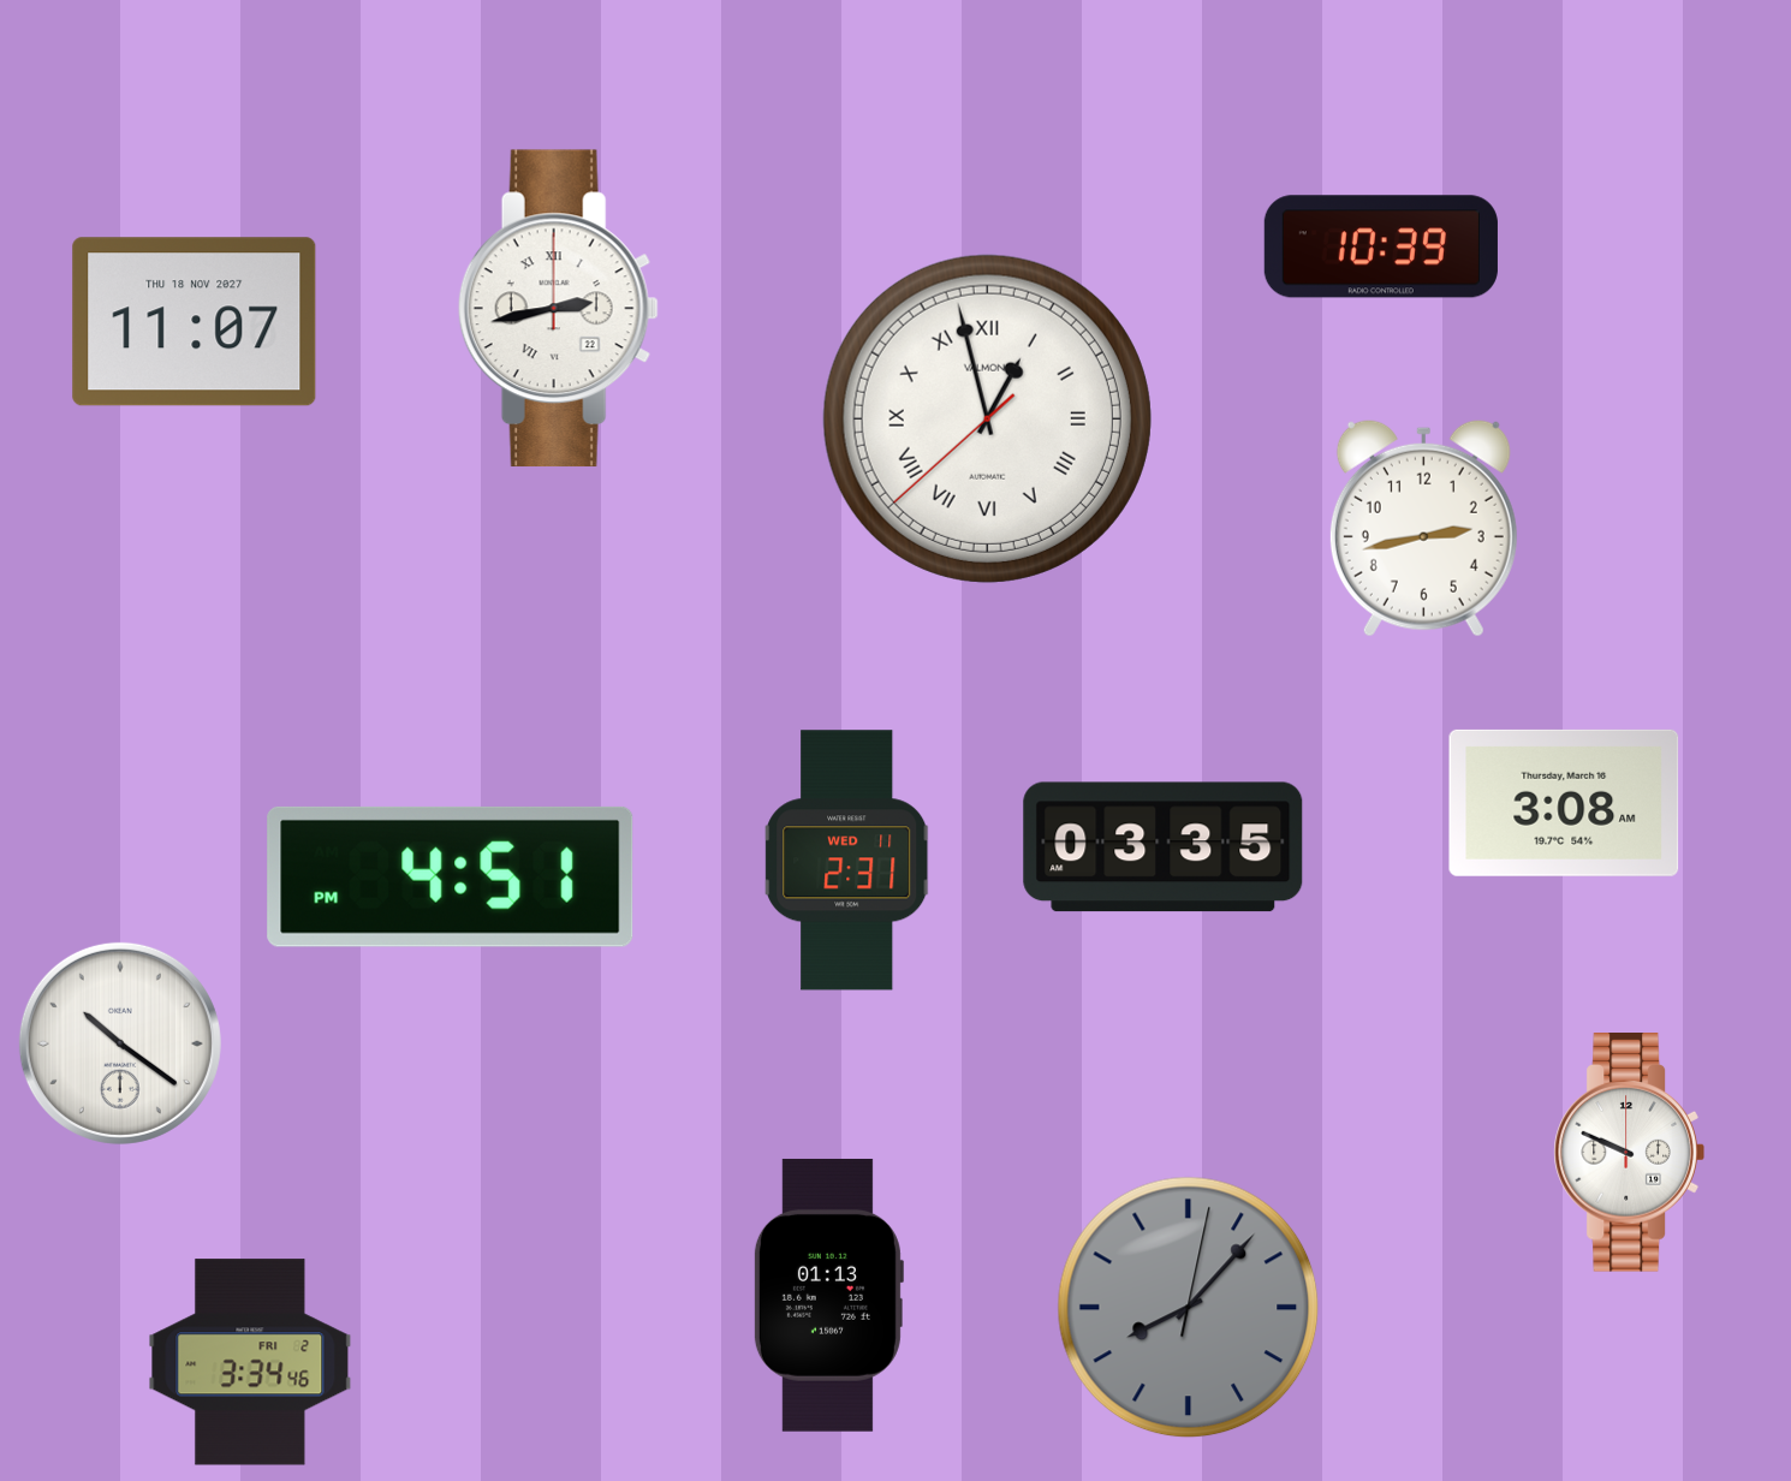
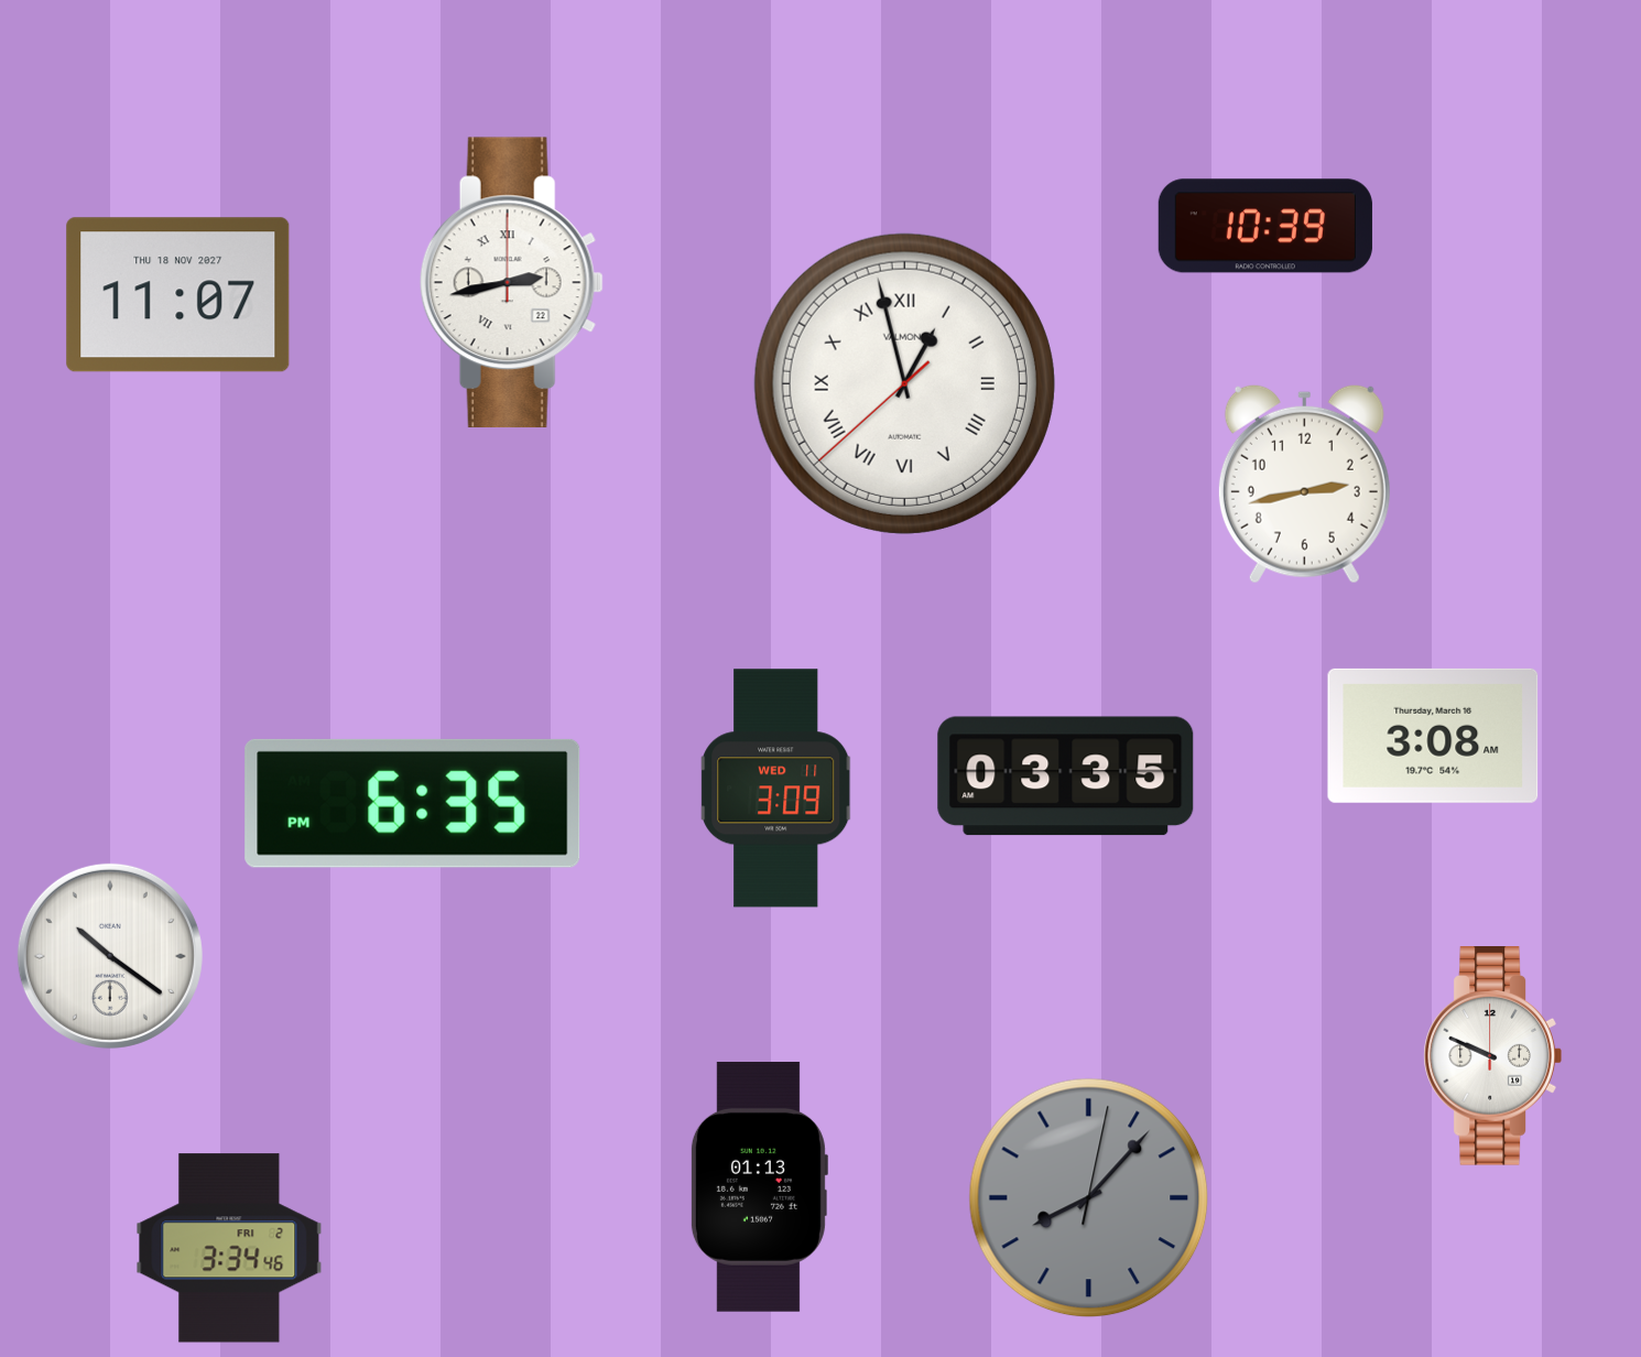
clock at (847, 861): 2:31 -> 3:09
clock at (451, 876): 4:51 -> 6:35
